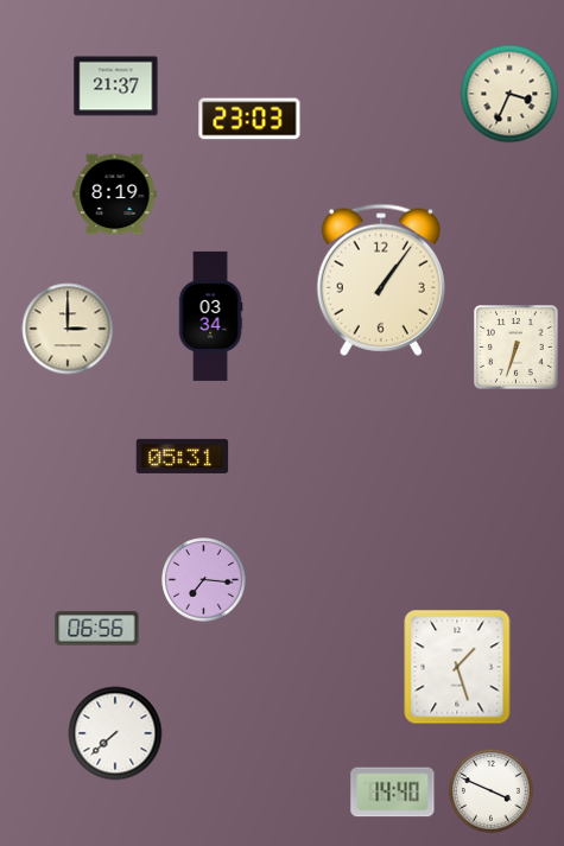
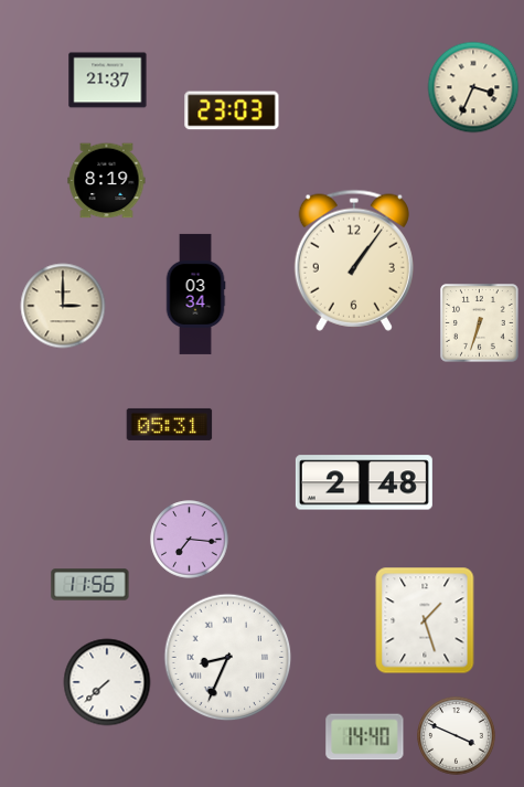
clock at (364, 482): none -> 2:48
clock at (97, 629): 06:56 -> 11:56
clock at (228, 658): none -> 8:34
